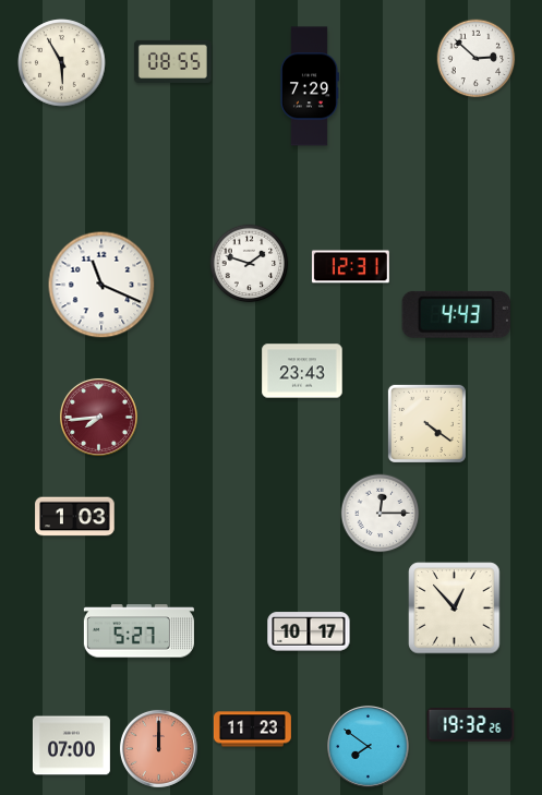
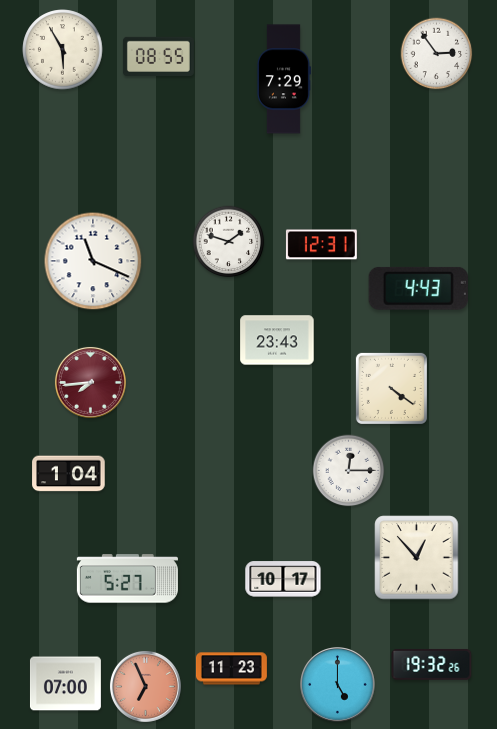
clock at (477, 59): 2:52 -> 2:54
clock at (62, 63) position: (62, 63) -> (63, 50)
clock at (75, 517): 1:03 -> 1:04
clock at (369, 747): 7:51 -> 5:00
clock at (158, 748): 12:00 -> 6:56
